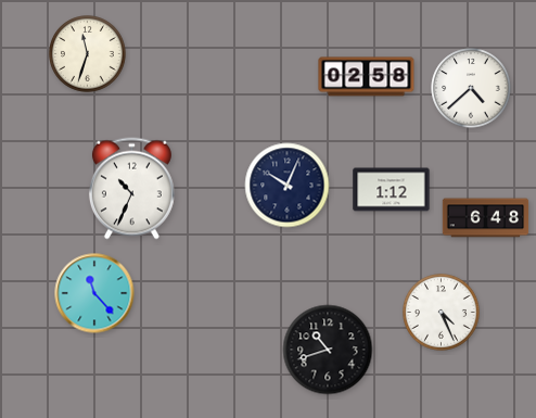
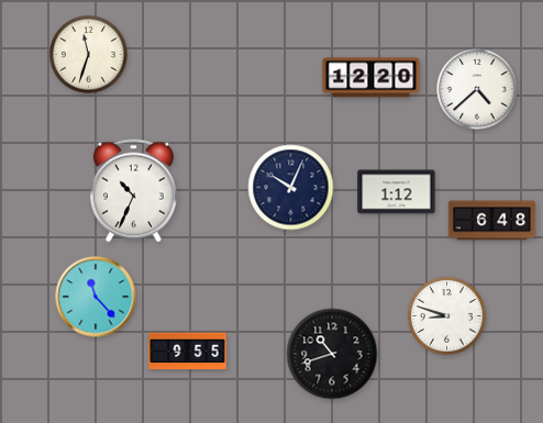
clock at (367, 77): 02:58 -> 12:20
clock at (442, 313): 4:26 -> 8:48
clock at (188, 352): none -> 9:55
